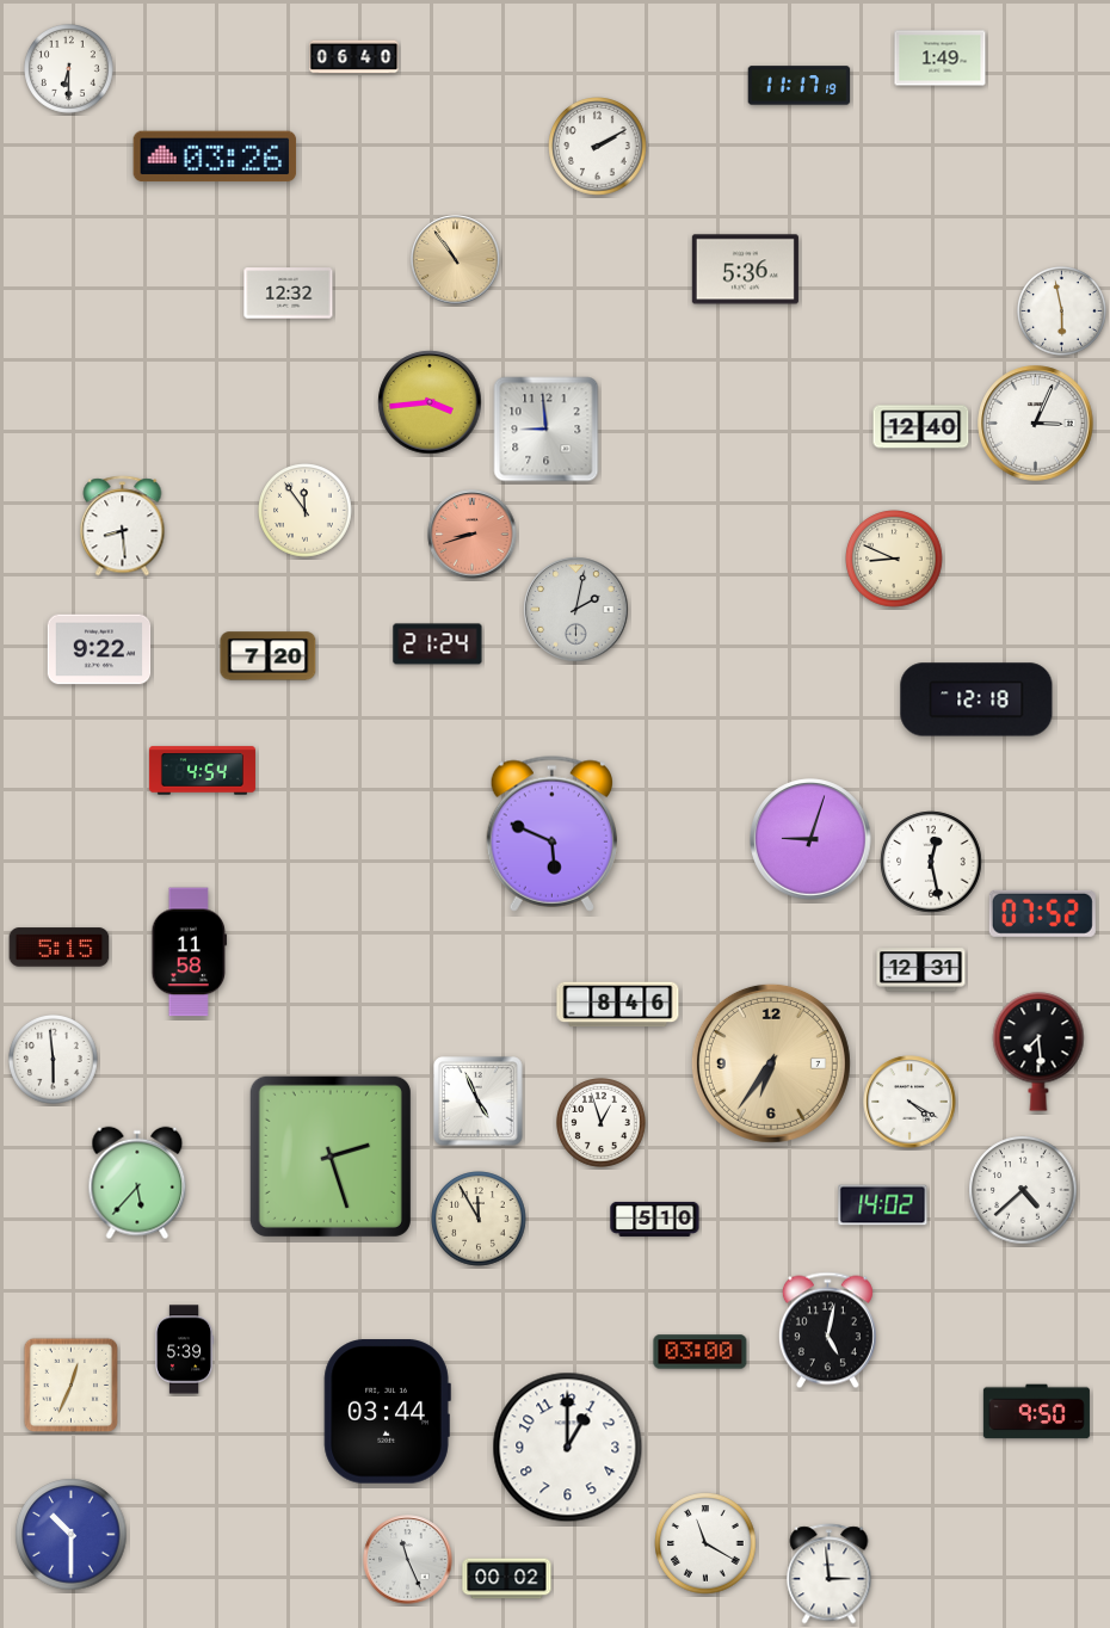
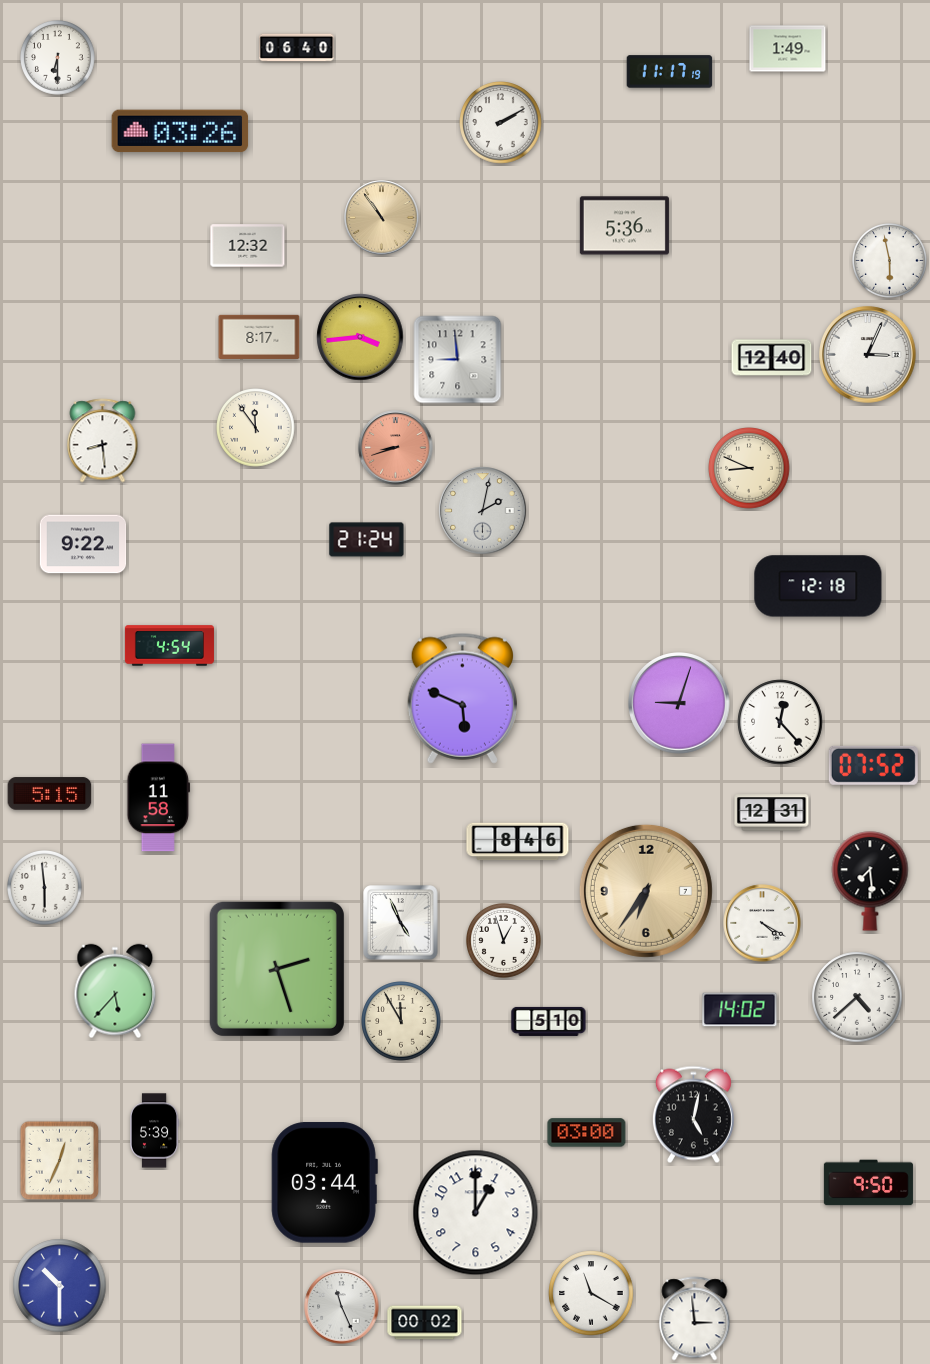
clock at (289, 294) position: (289, 294) -> (248, 246)
clock at (259, 337): none -> 8:17
clock at (269, 656): 7:20 -> none
clock at (931, 862): 12:28 -> 12:23
